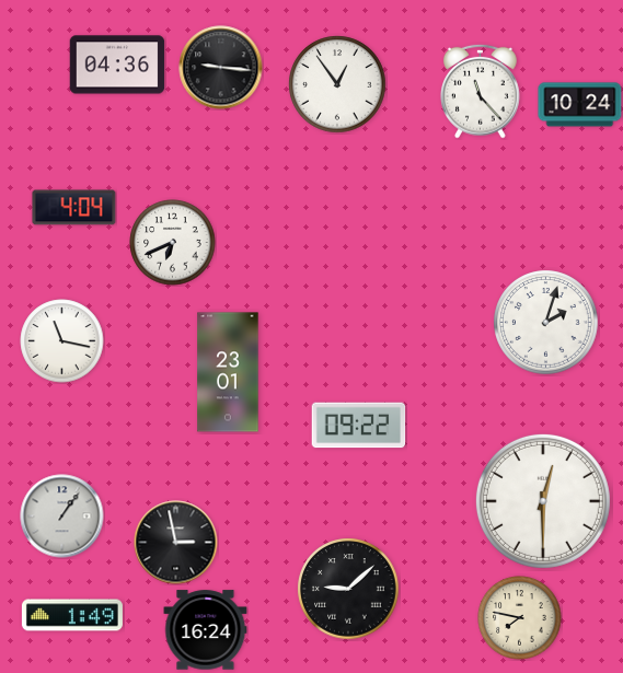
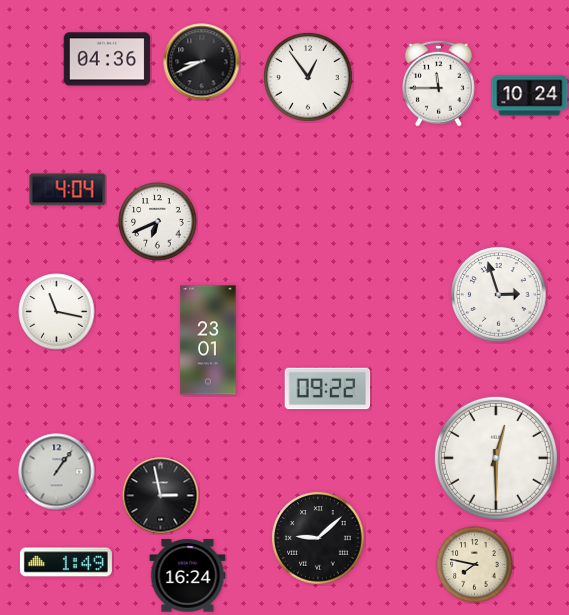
clock at (221, 68): 9:16 -> 8:41
clock at (481, 91): 11:23 -> 11:45
clock at (546, 323): 2:03 -> 2:57
